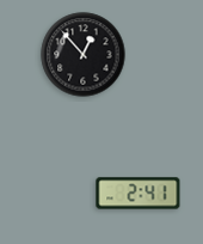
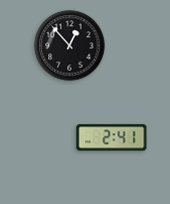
clock at (139, 194) position: (139, 194) -> (112, 138)
